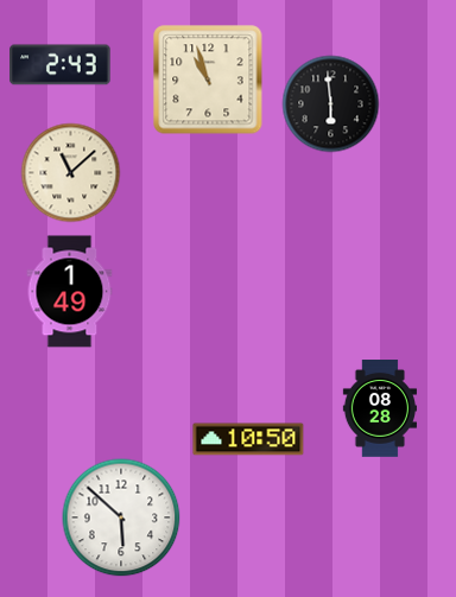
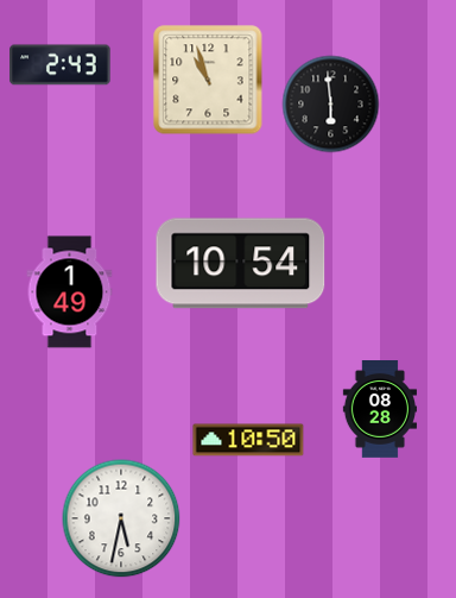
clock at (71, 173): 11:08 -> none
clock at (241, 264): none -> 10:54
clock at (121, 517): 5:52 -> 5:32
